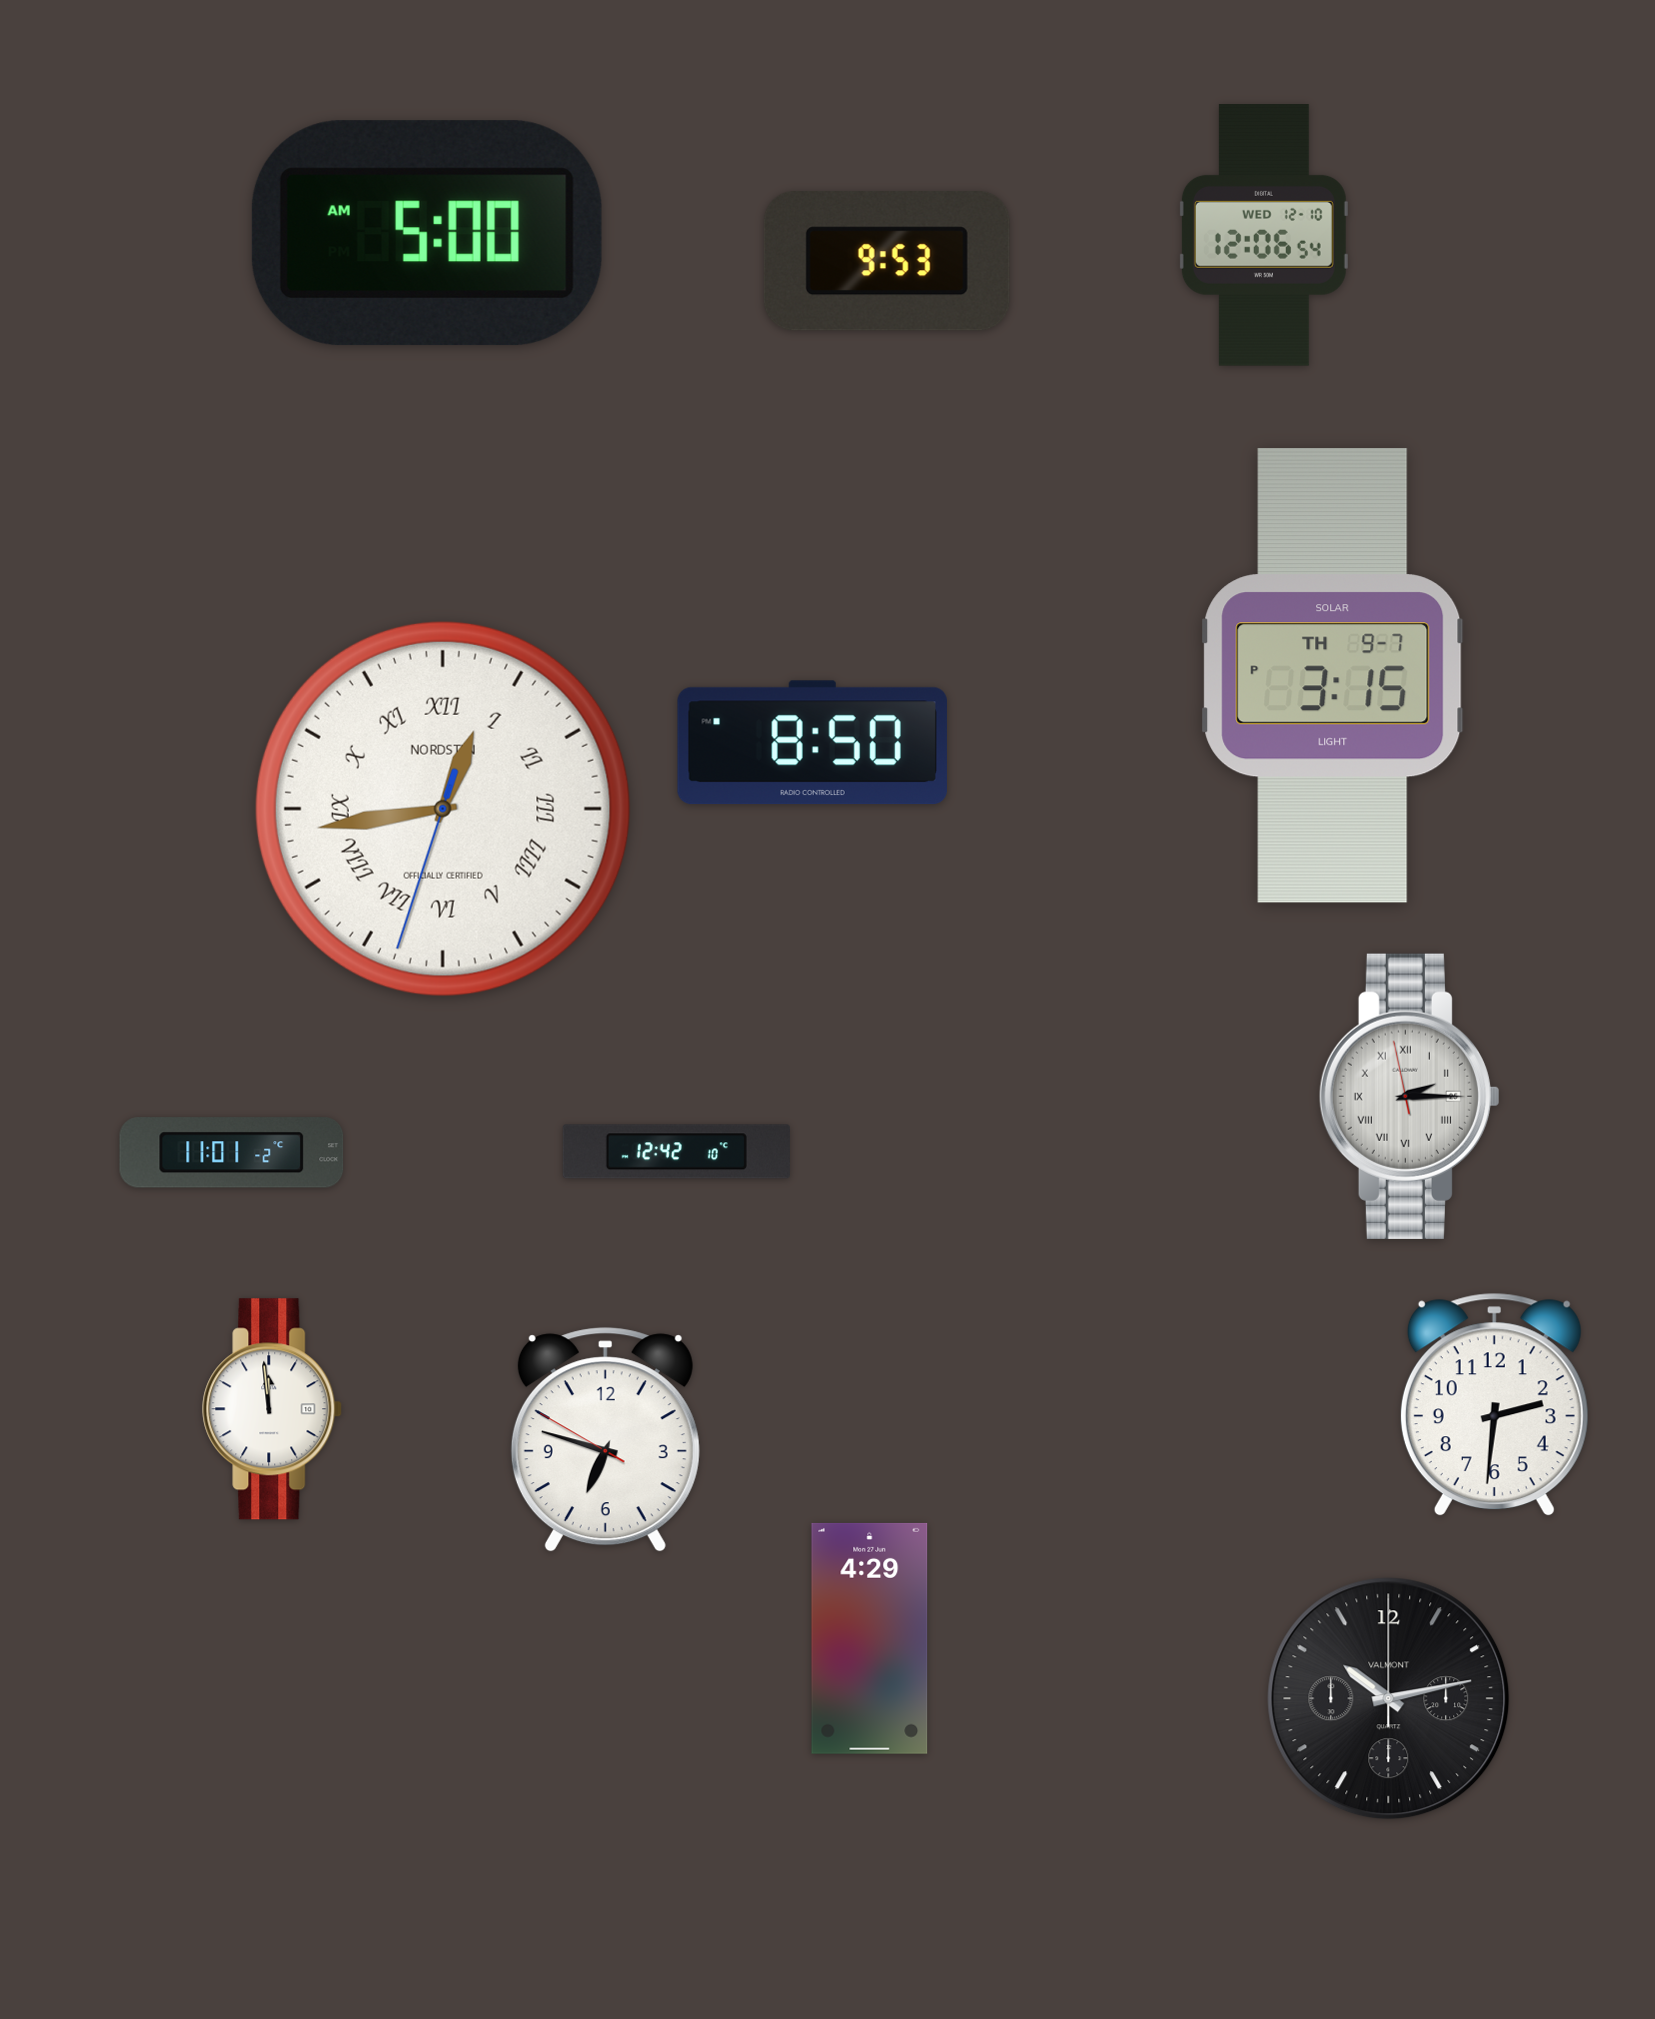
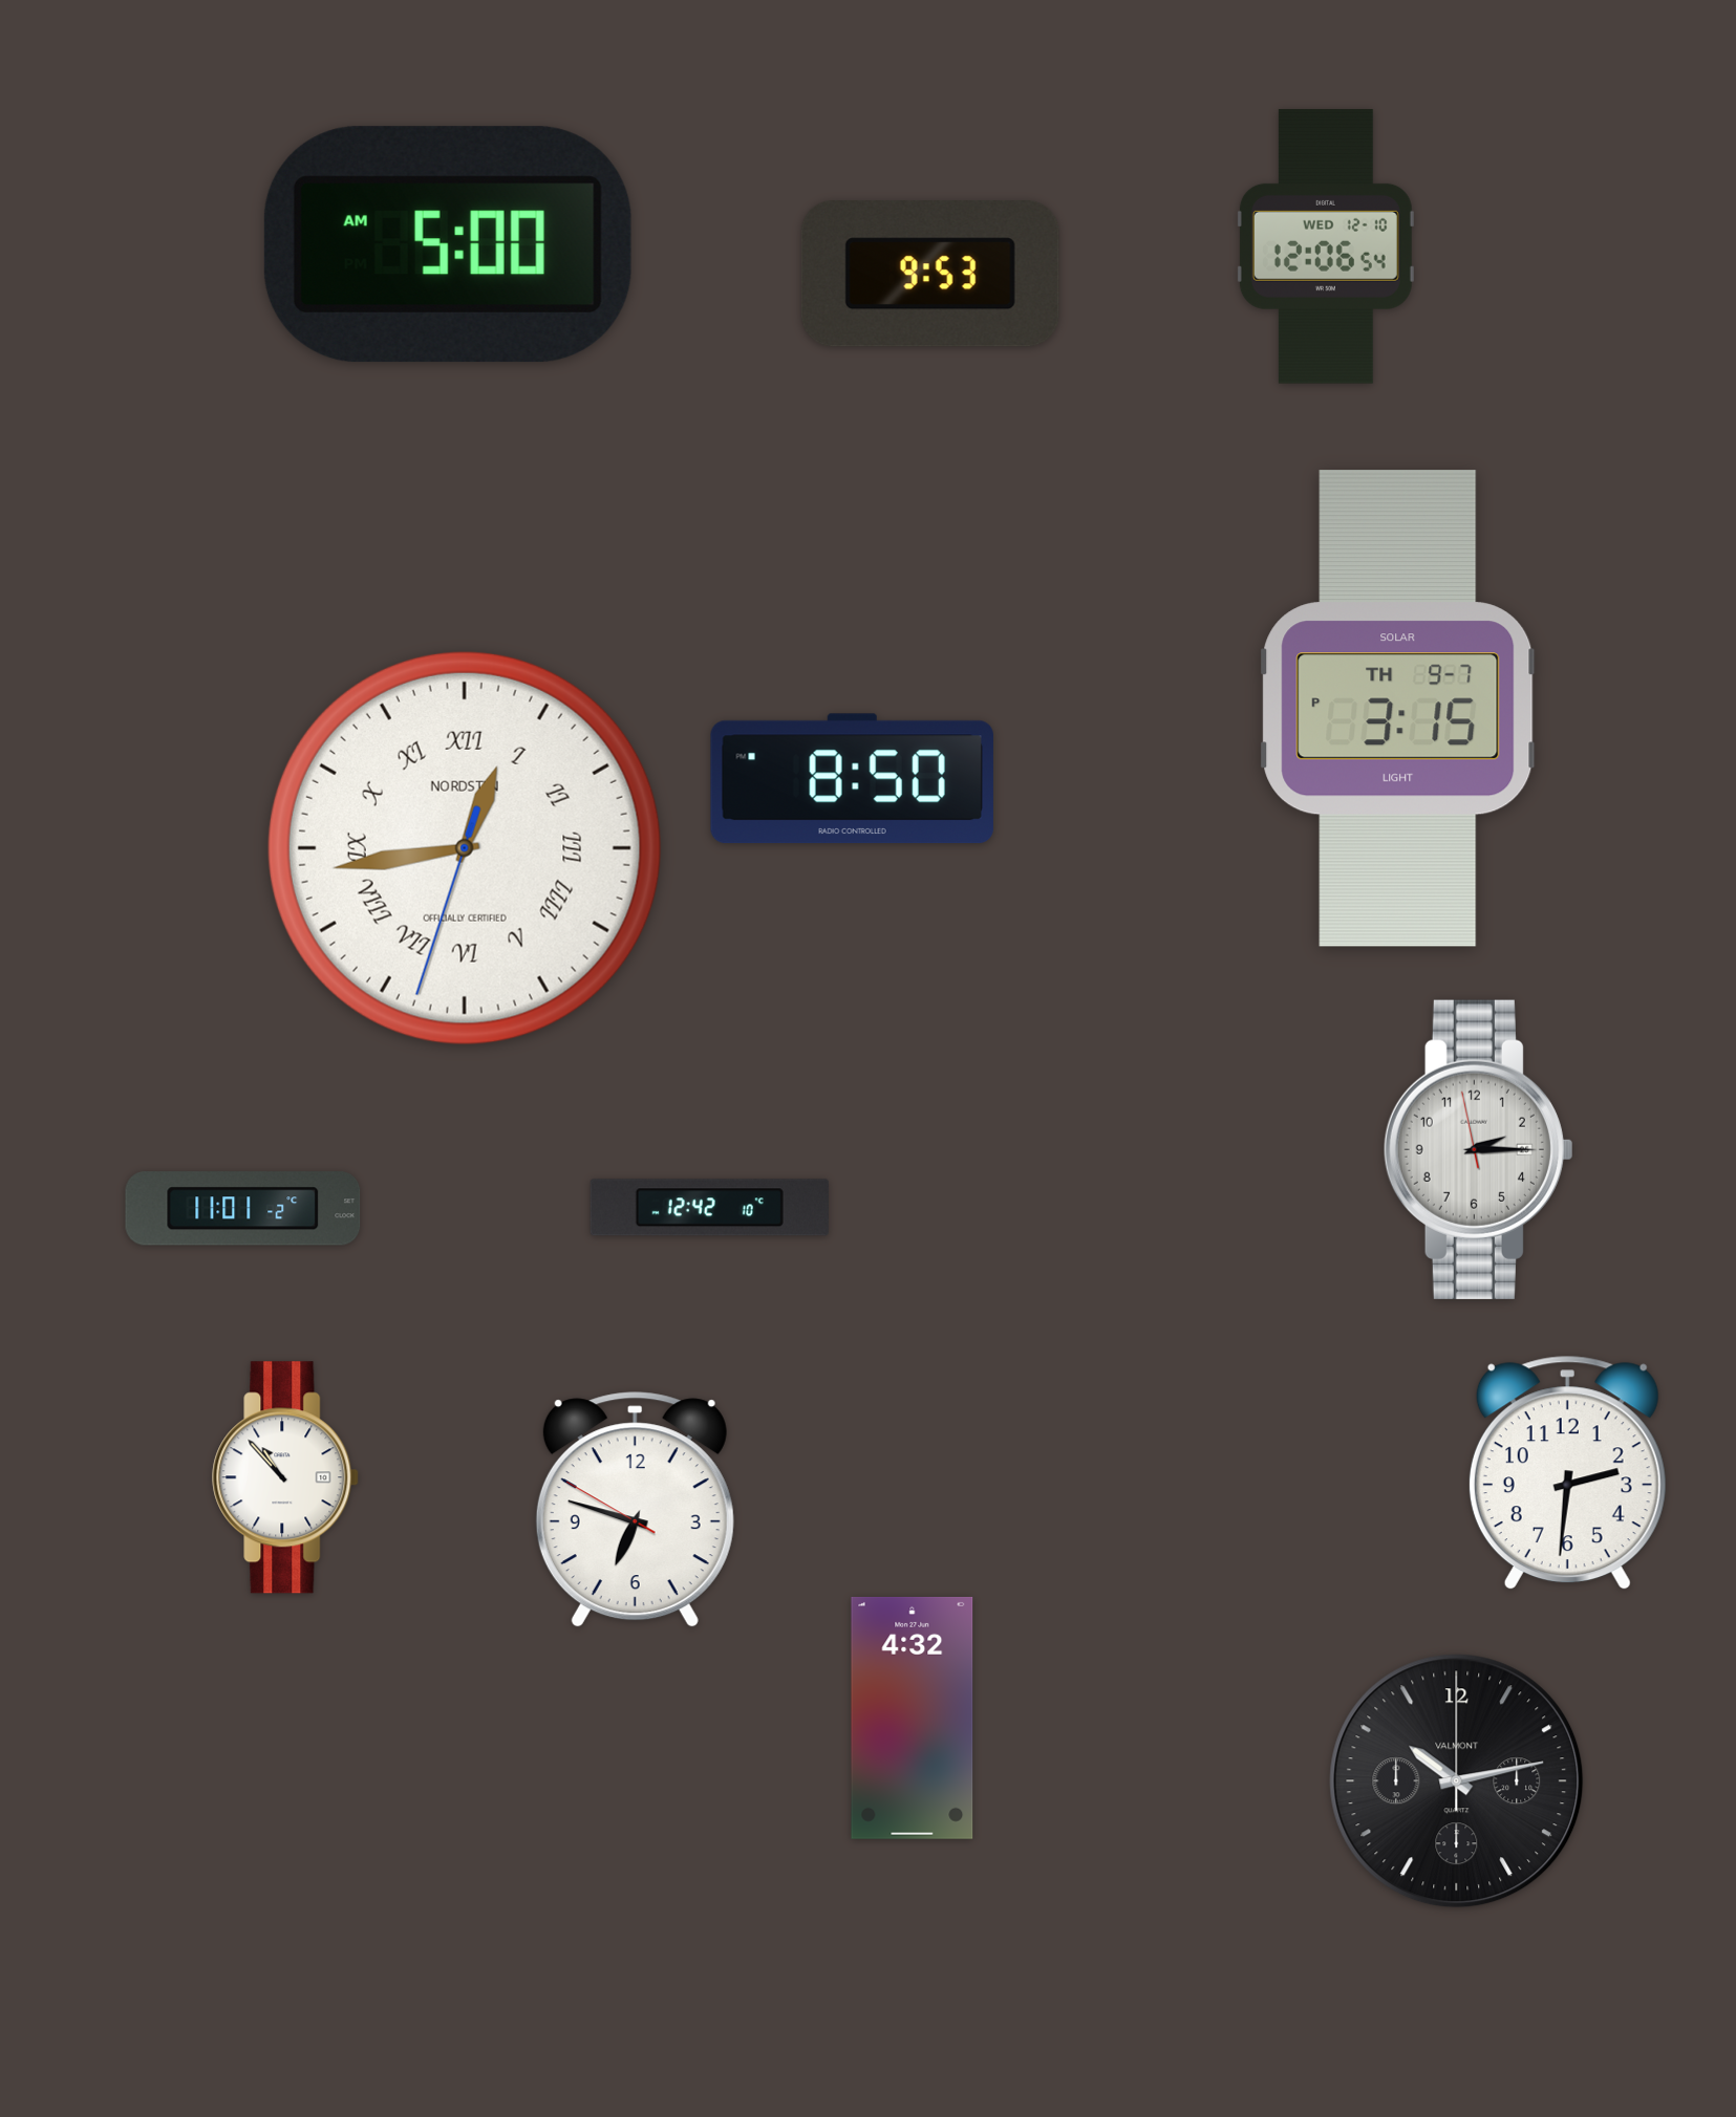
clock at (1409, 1096) numerals: Roman -> Arabic
clock at (273, 1409): 11:59 -> 10:53
clock at (870, 1638): 4:29 -> 4:32
